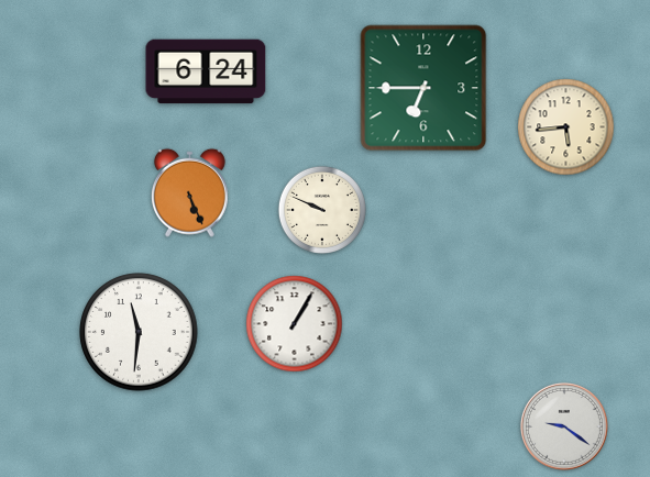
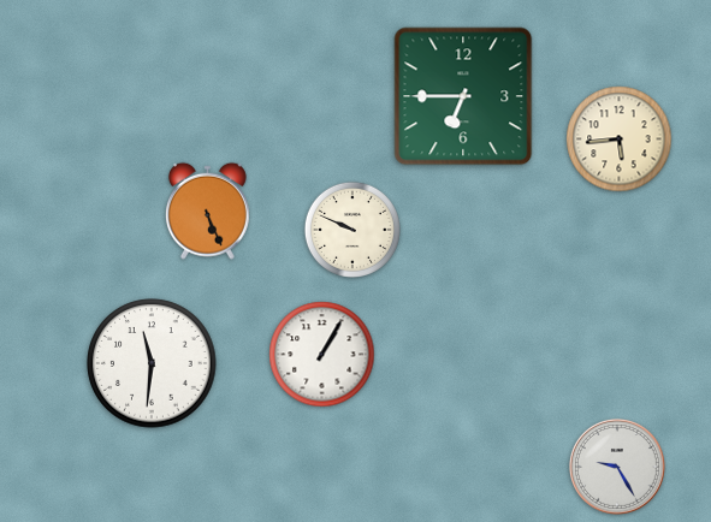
clock at (206, 71): 6:24 -> none
clock at (564, 426): 9:21 -> 9:25
